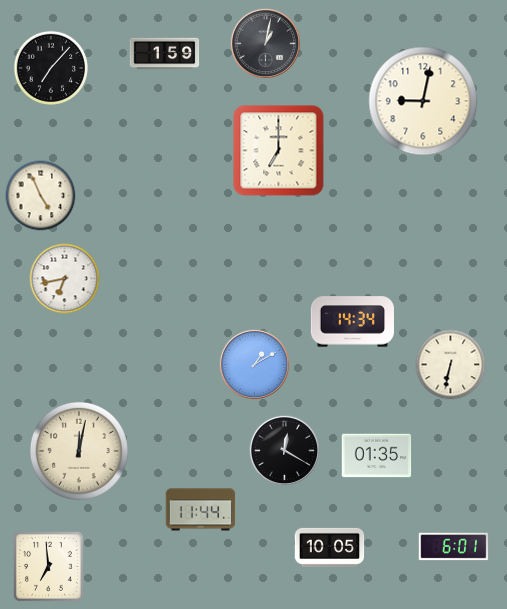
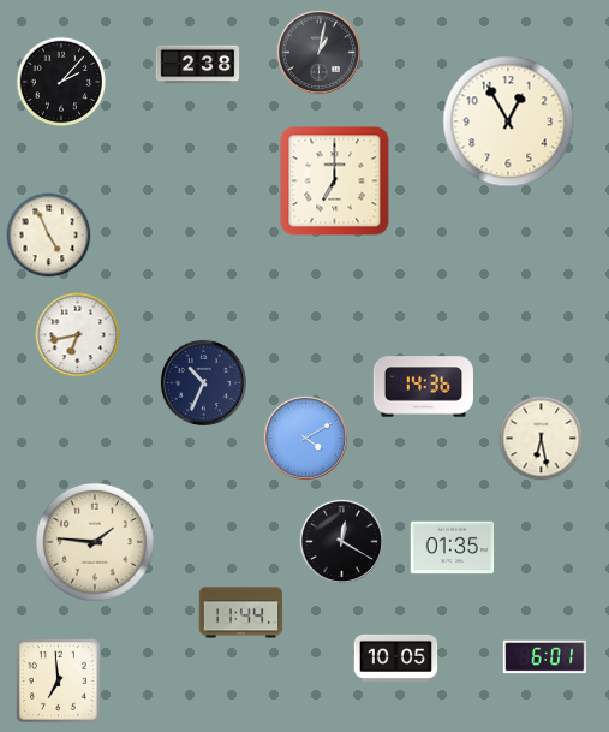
clock at (165, 54): 1:59 -> 2:38
clock at (50, 67): 7:07 -> 2:07
clock at (423, 101): 9:02 -> 12:55
clock at (203, 382): none -> 10:34
clock at (352, 322): 14:34 -> 14:36
clock at (254, 364): 1:10 -> 4:10
clock at (451, 365): 6:32 -> 6:28
clock at (79, 451): 12:02 -> 1:46
